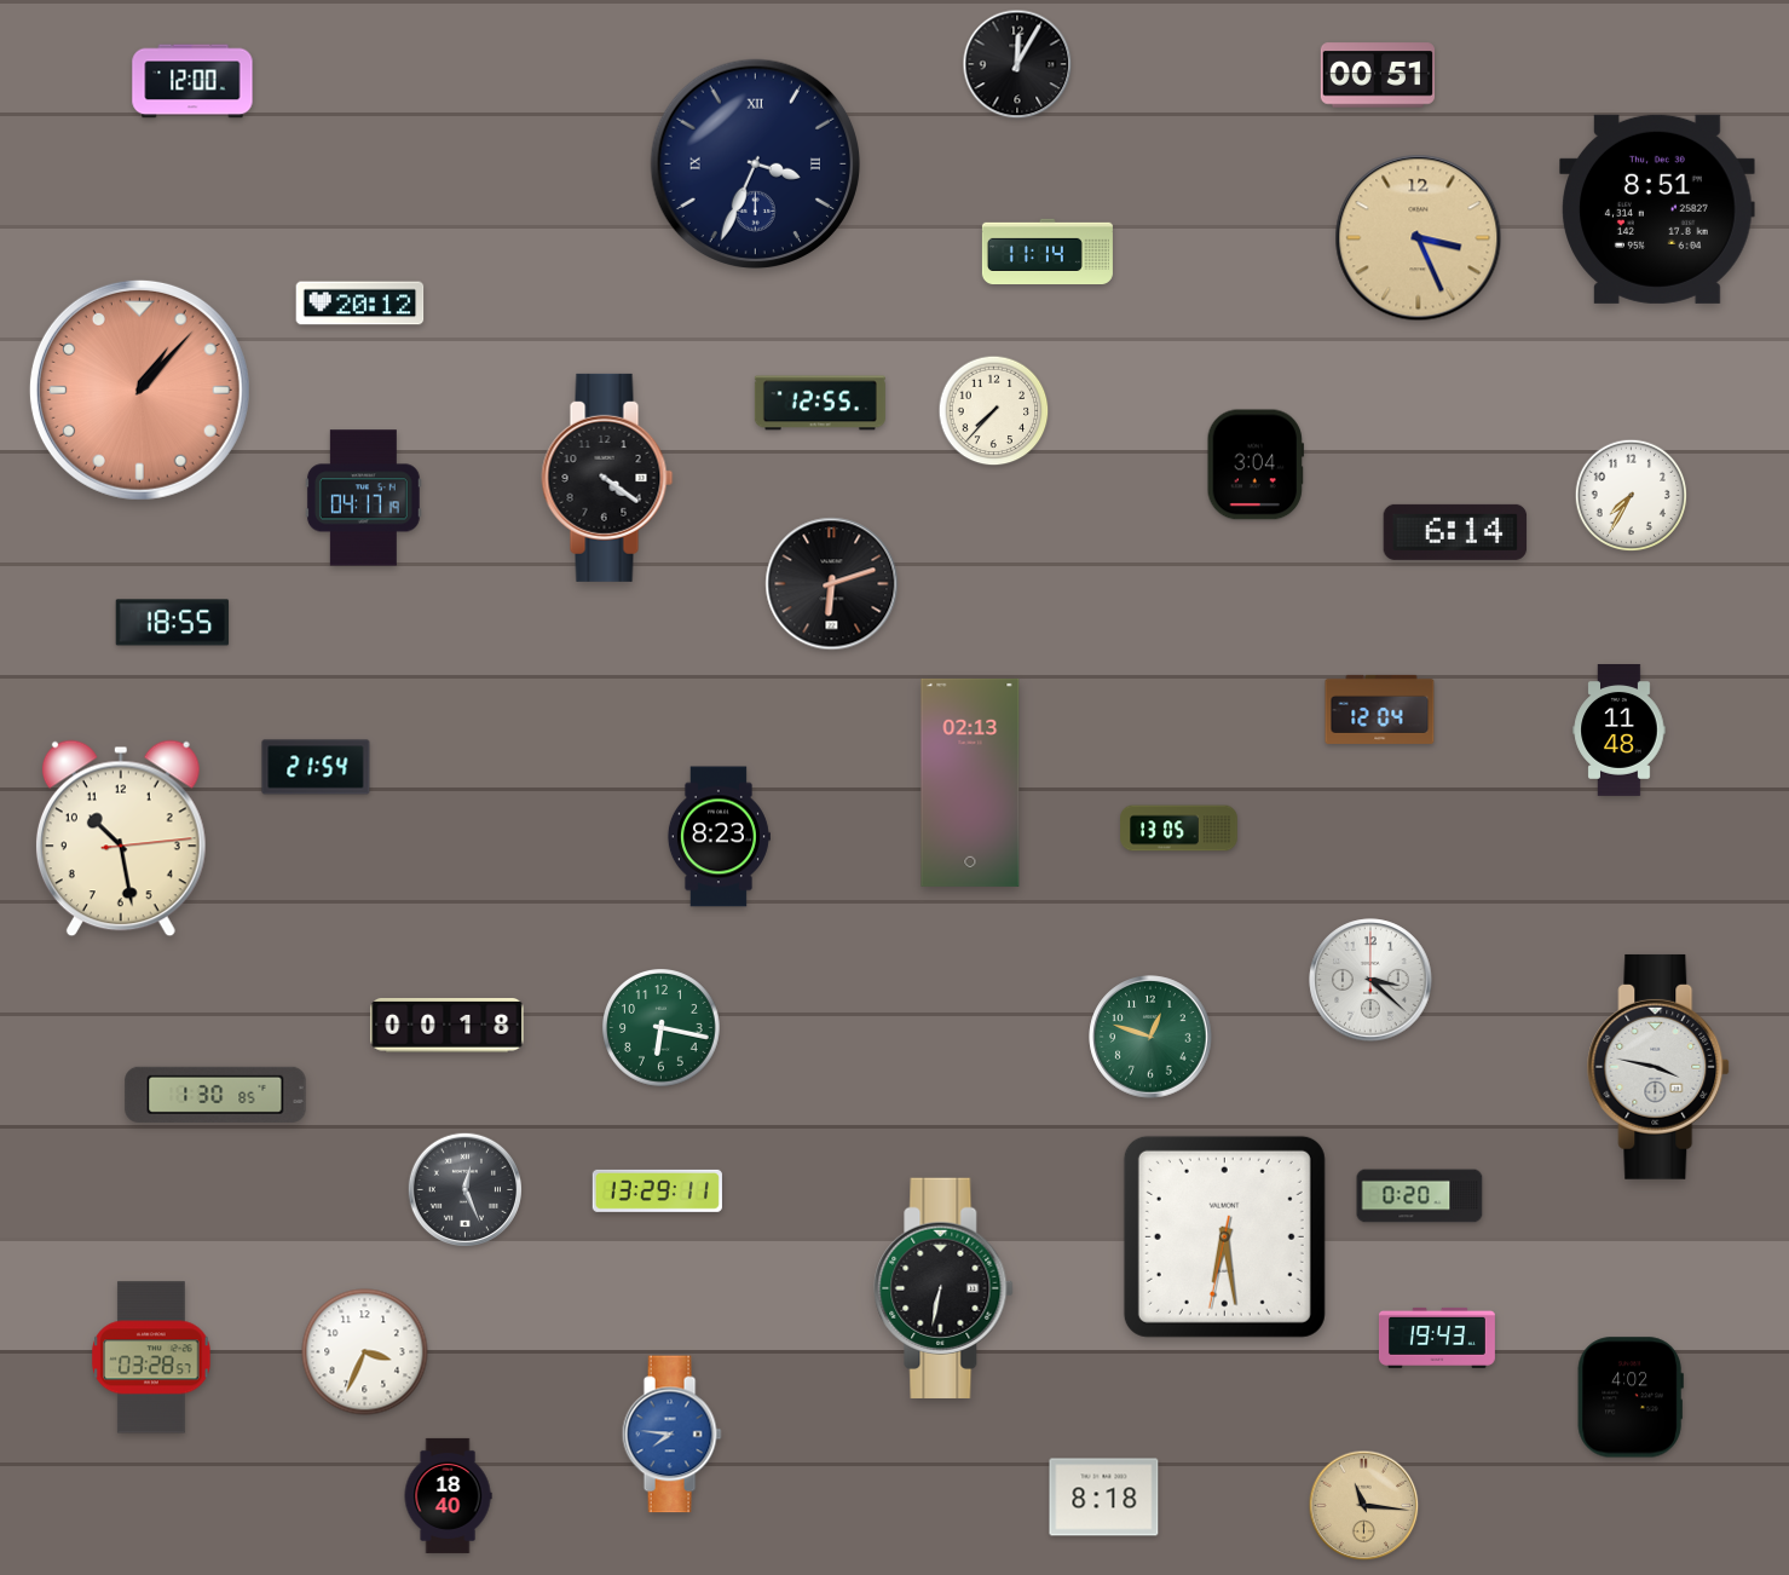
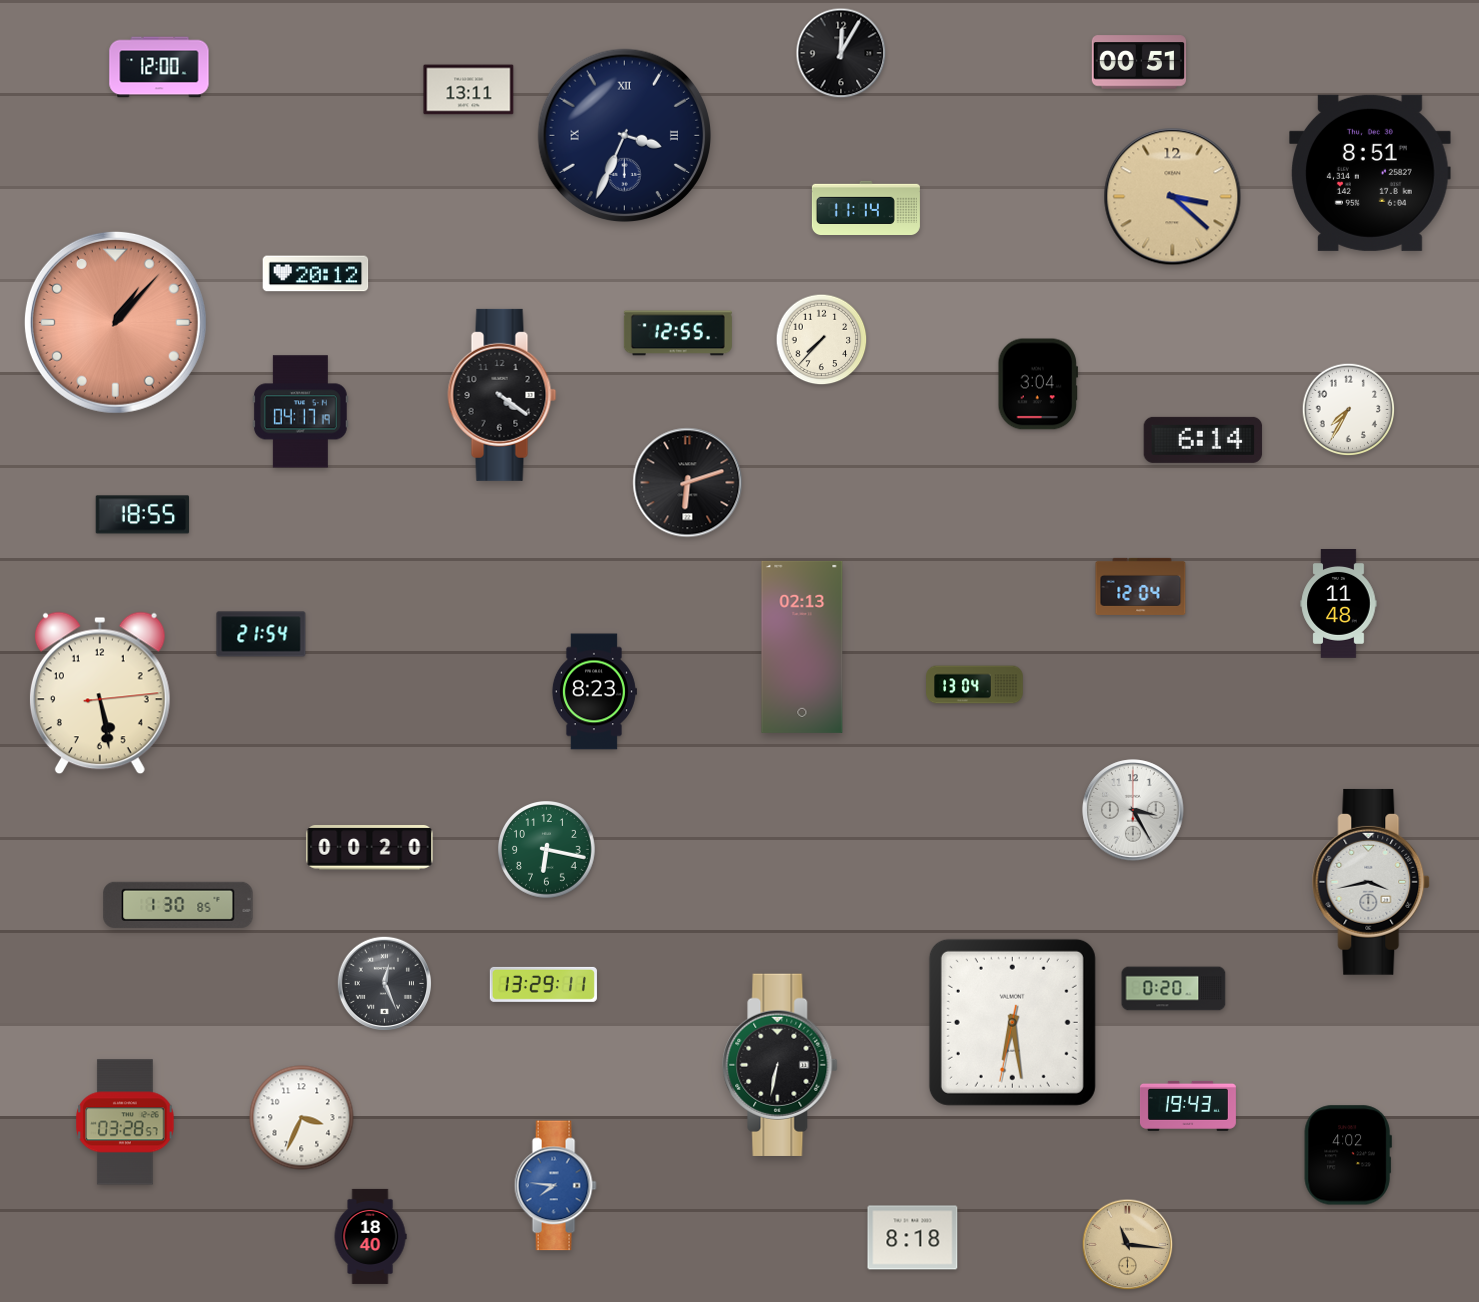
clock at (469, 90): none -> 13:11
clock at (1419, 238): 3:26 -> 3:22
clock at (360, 304) position: (360, 304) -> (316, 274)
clock at (1179, 829): 13:05 -> 13:04
clock at (121, 838): 10:28 -> 5:28
clock at (1370, 980): 3:22 -> 3:25
clock at (448, 1026): 00:18 -> 00:20
clock at (1150, 1037): 12:48 -> none
clock at (1660, 1067): 3:47 -> 3:43
